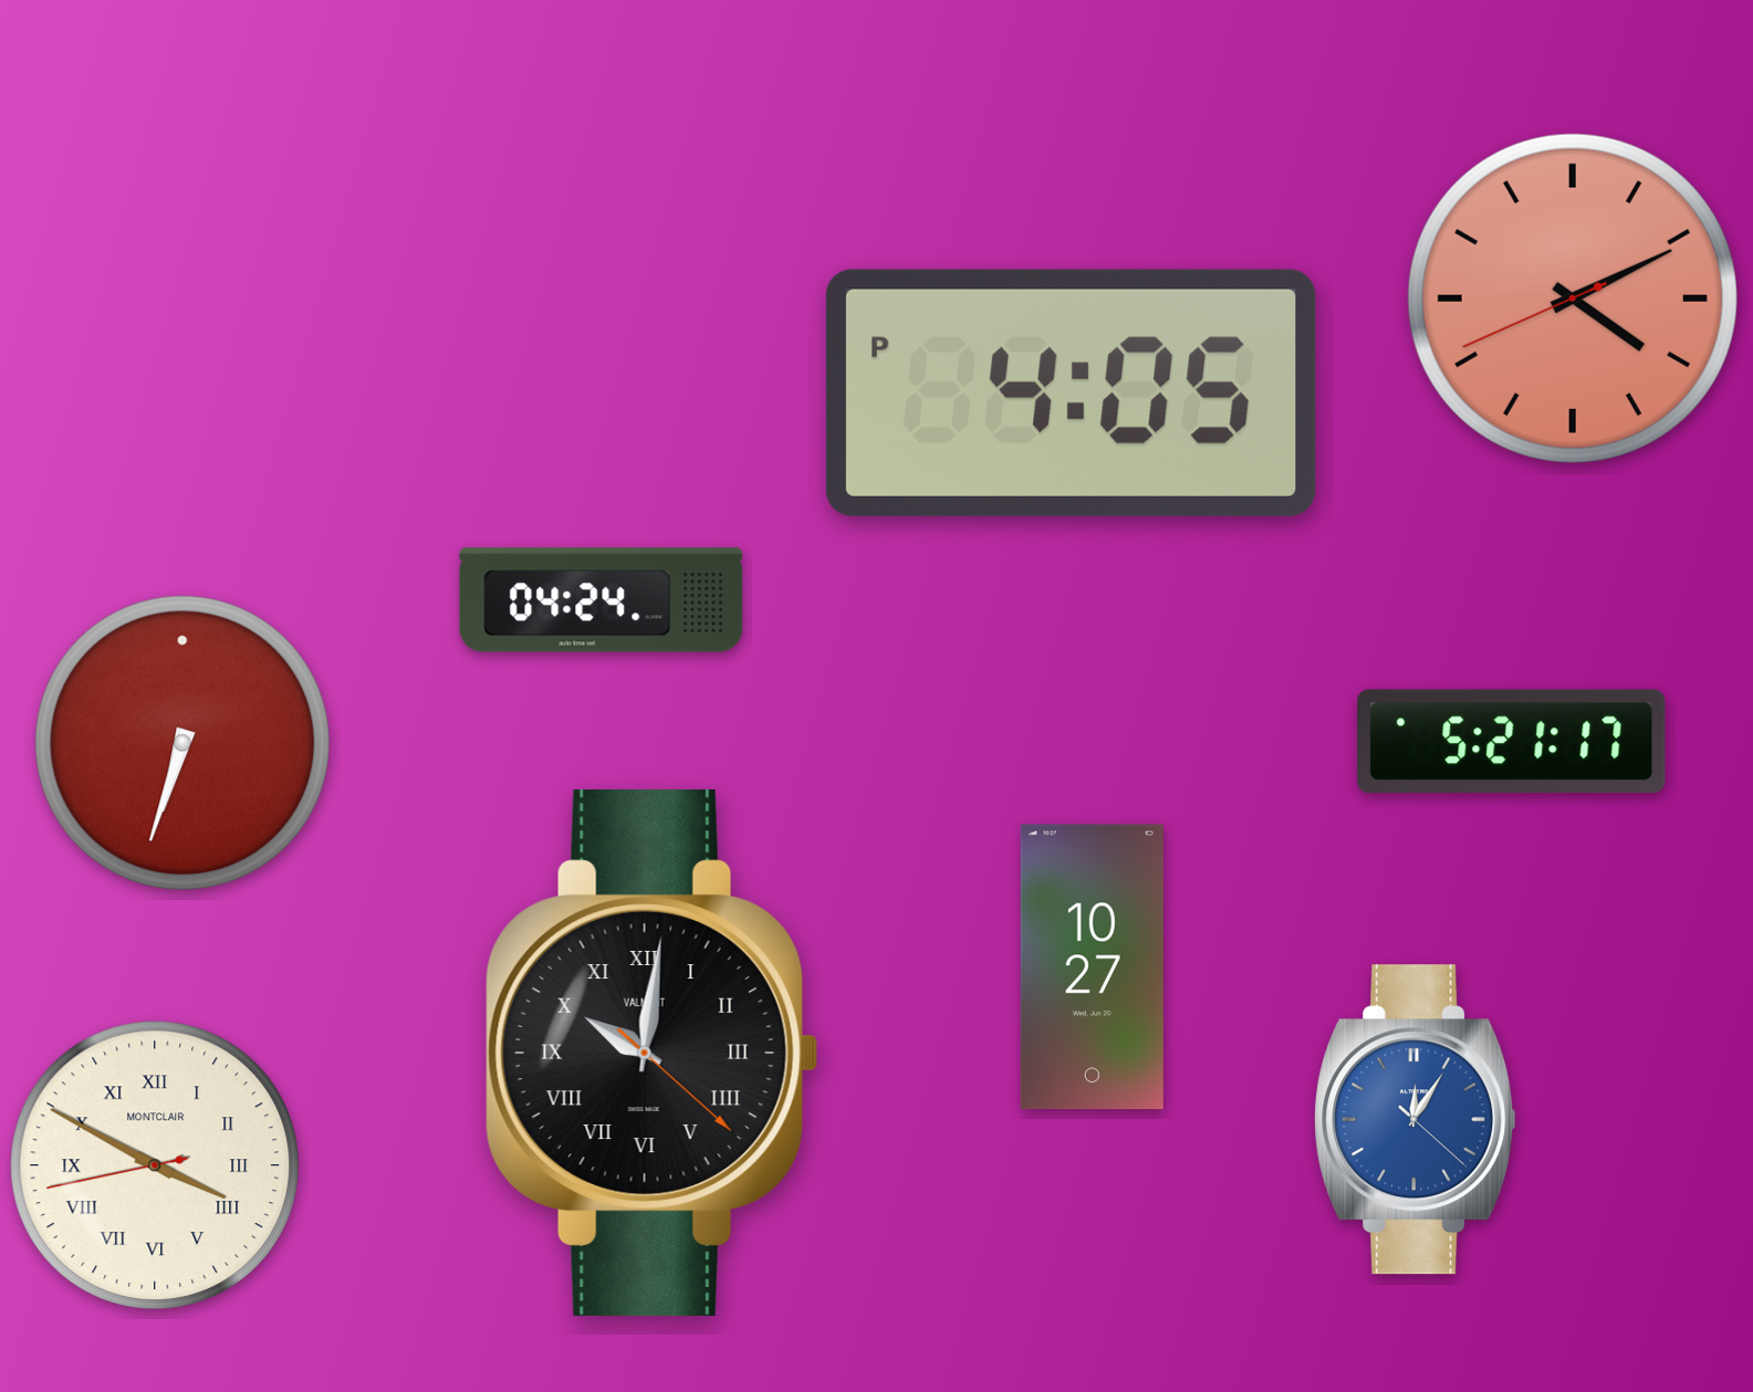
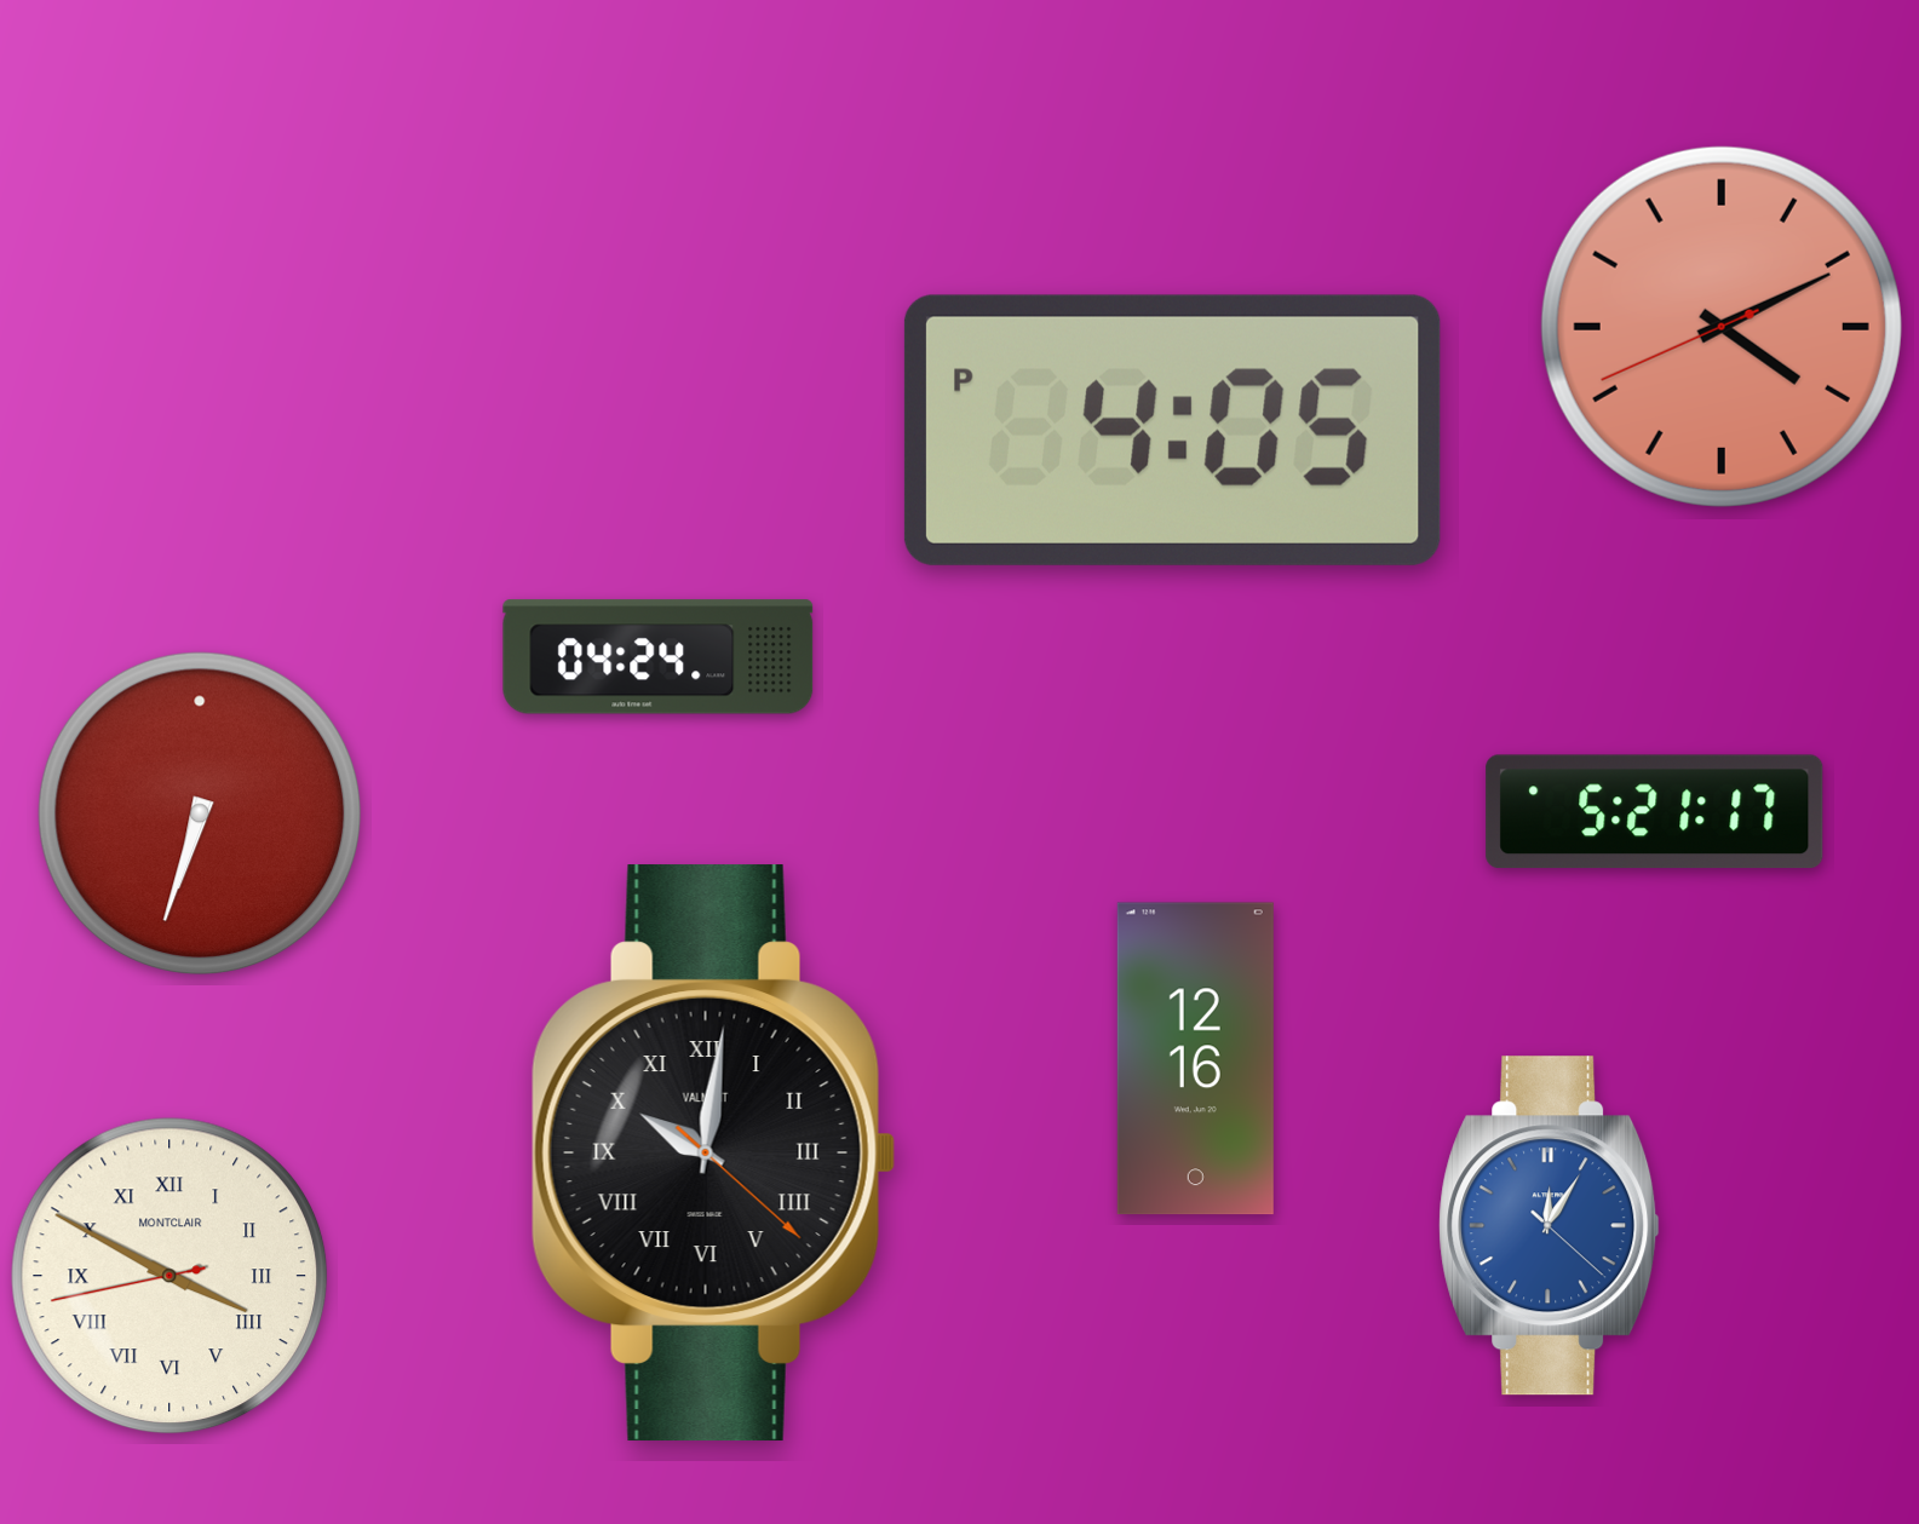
clock at (1092, 967): 10:27 -> 12:16
